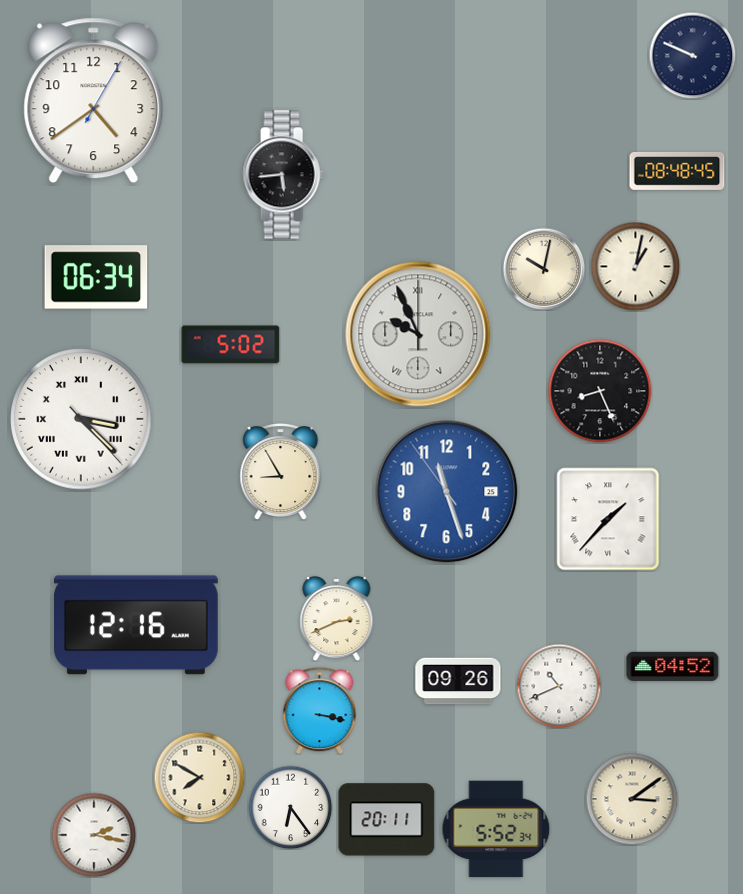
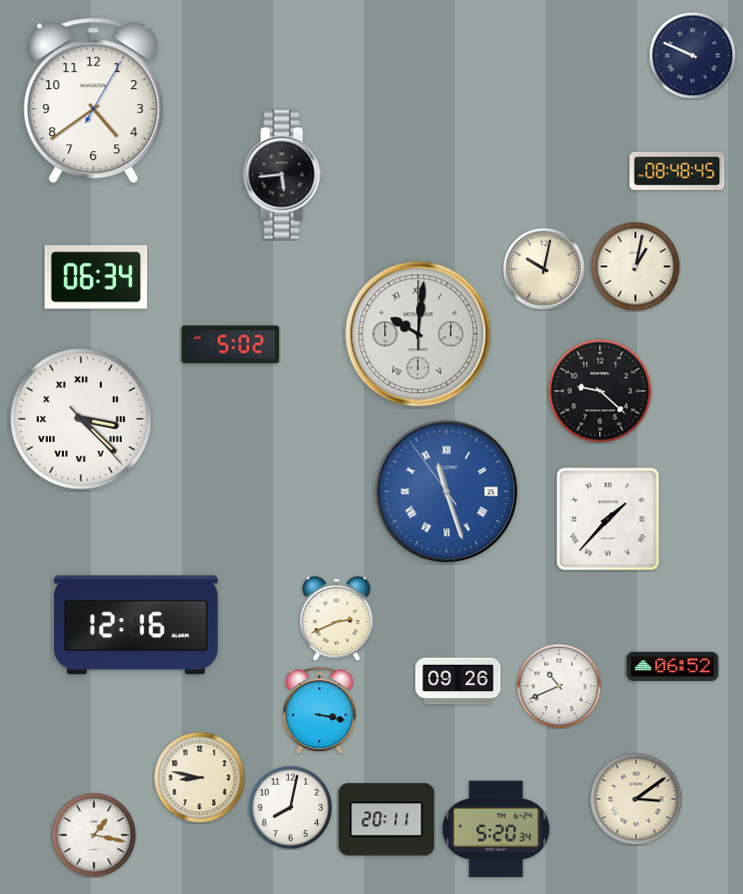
clock at (418, 334): 9:56 -> 10:01
clock at (600, 391): 8:26 -> 9:22
clock at (281, 472): 8:55 -> none
clock at (447, 492) numerals: Arabic -> Roman
clock at (673, 666): 04:52 -> 06:52
clock at (199, 777): 7:50 -> 8:47
clock at (632, 799) position: (632, 799) -> (636, 799)
clock at (290, 807): 6:24 -> 8:02
clock at (496, 829): 5:52 -> 5:20
clock at (94, 835): 2:17 -> 1:17
